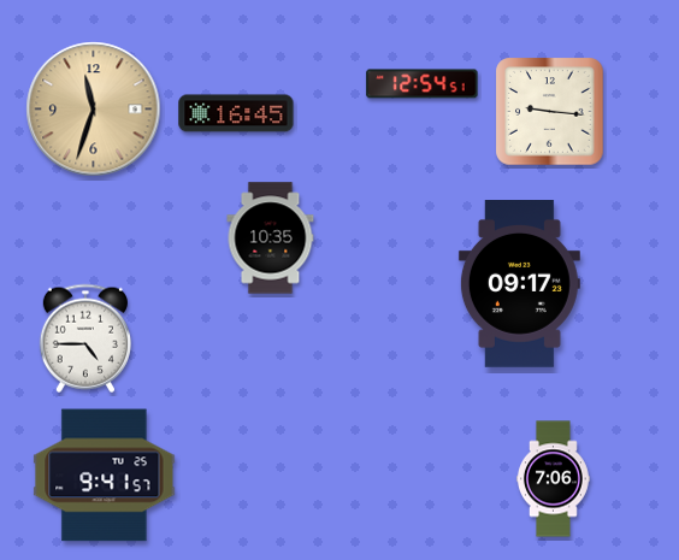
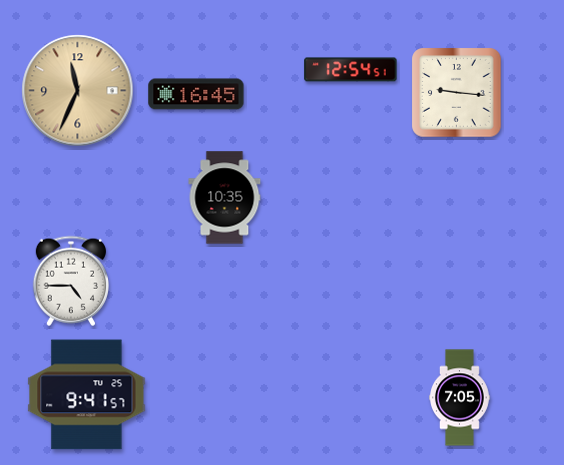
clock at (94, 110): 11:33 -> 11:34
clock at (519, 284): 09:17 -> none
clock at (554, 479): 7:06 -> 7:05
